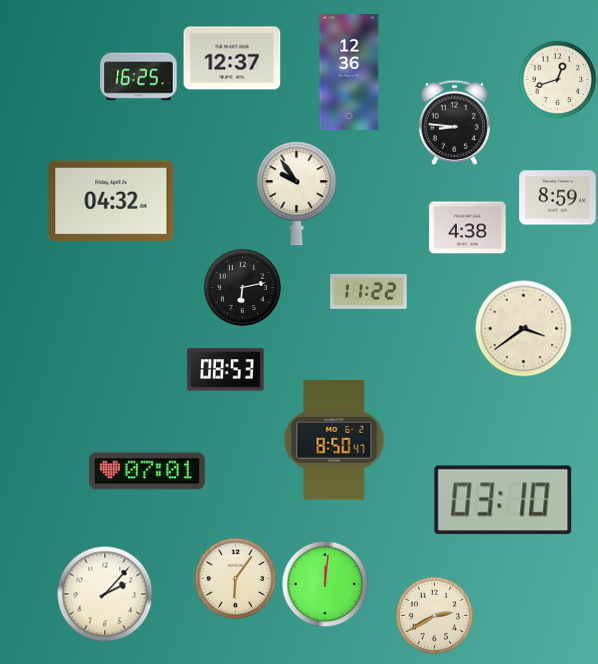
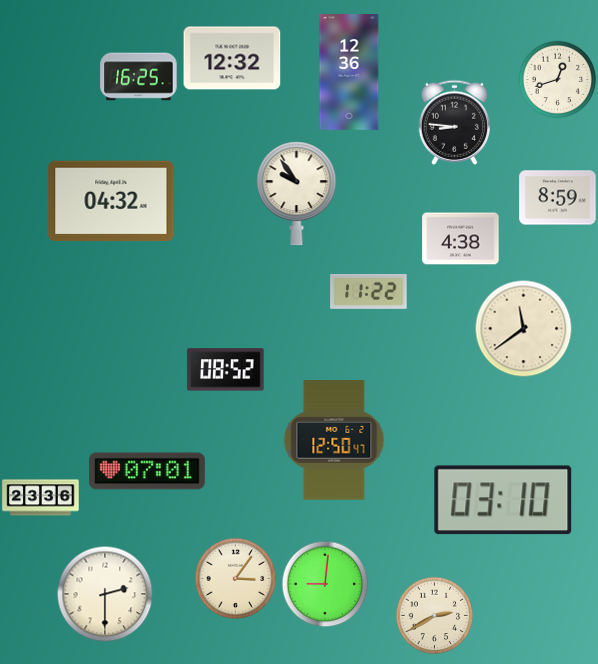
clock at (232, 58): 12:37 -> 12:32
clock at (468, 228) position: (468, 228) -> (461, 239)
clock at (242, 287): 6:13 -> none
clock at (523, 328): 3:39 -> 11:39
clock at (226, 370): 08:53 -> 08:52
clock at (334, 440): 8:50 -> 12:50
clock at (41, 498): none -> 23:36
clock at (235, 578): 6:06 -> 3:06
clock at (325, 584): 12:01 -> 9:01
clock at (105, 594): 2:07 -> 2:30
